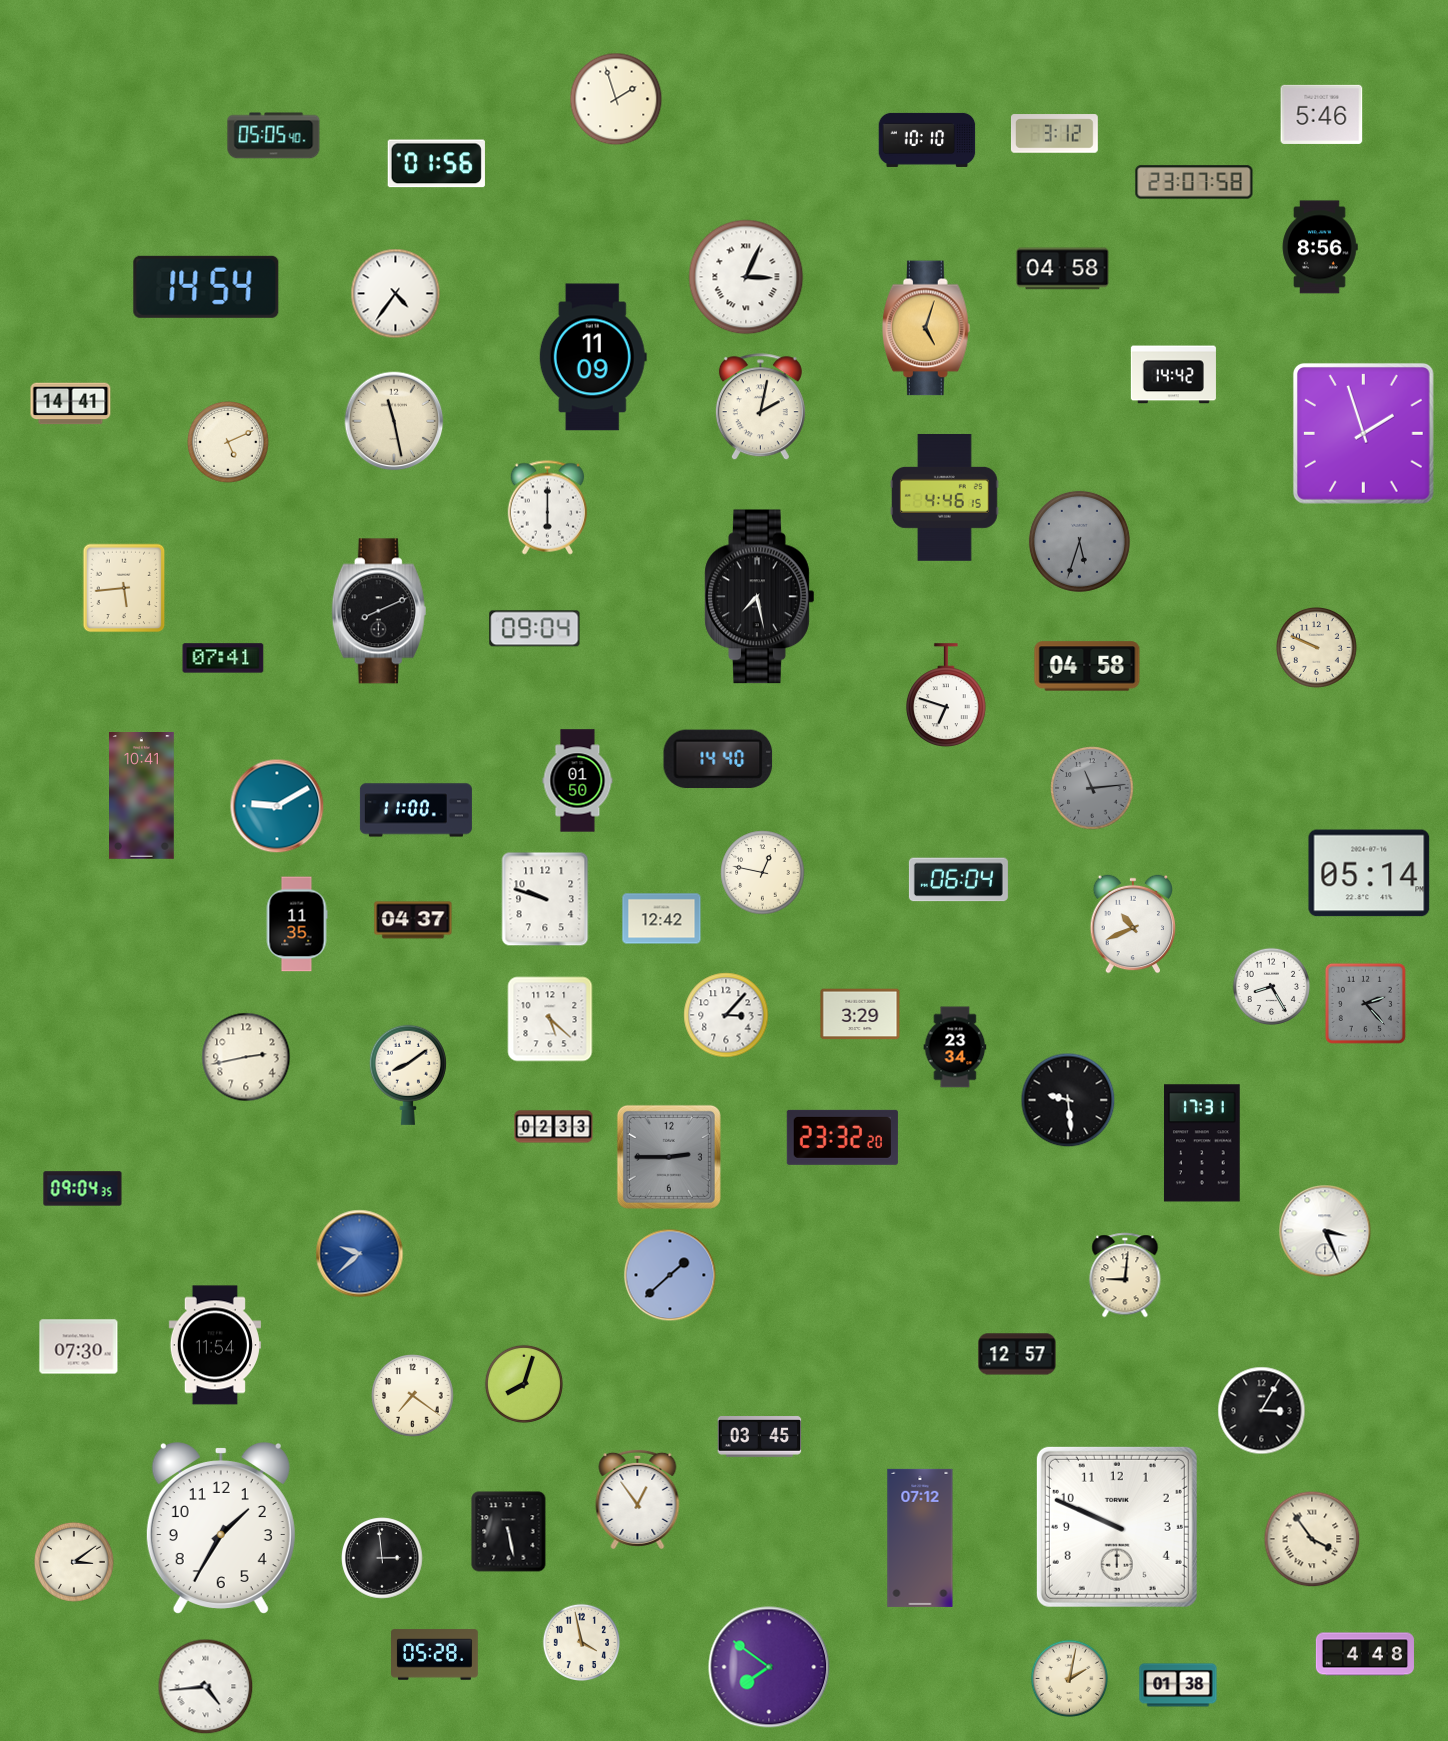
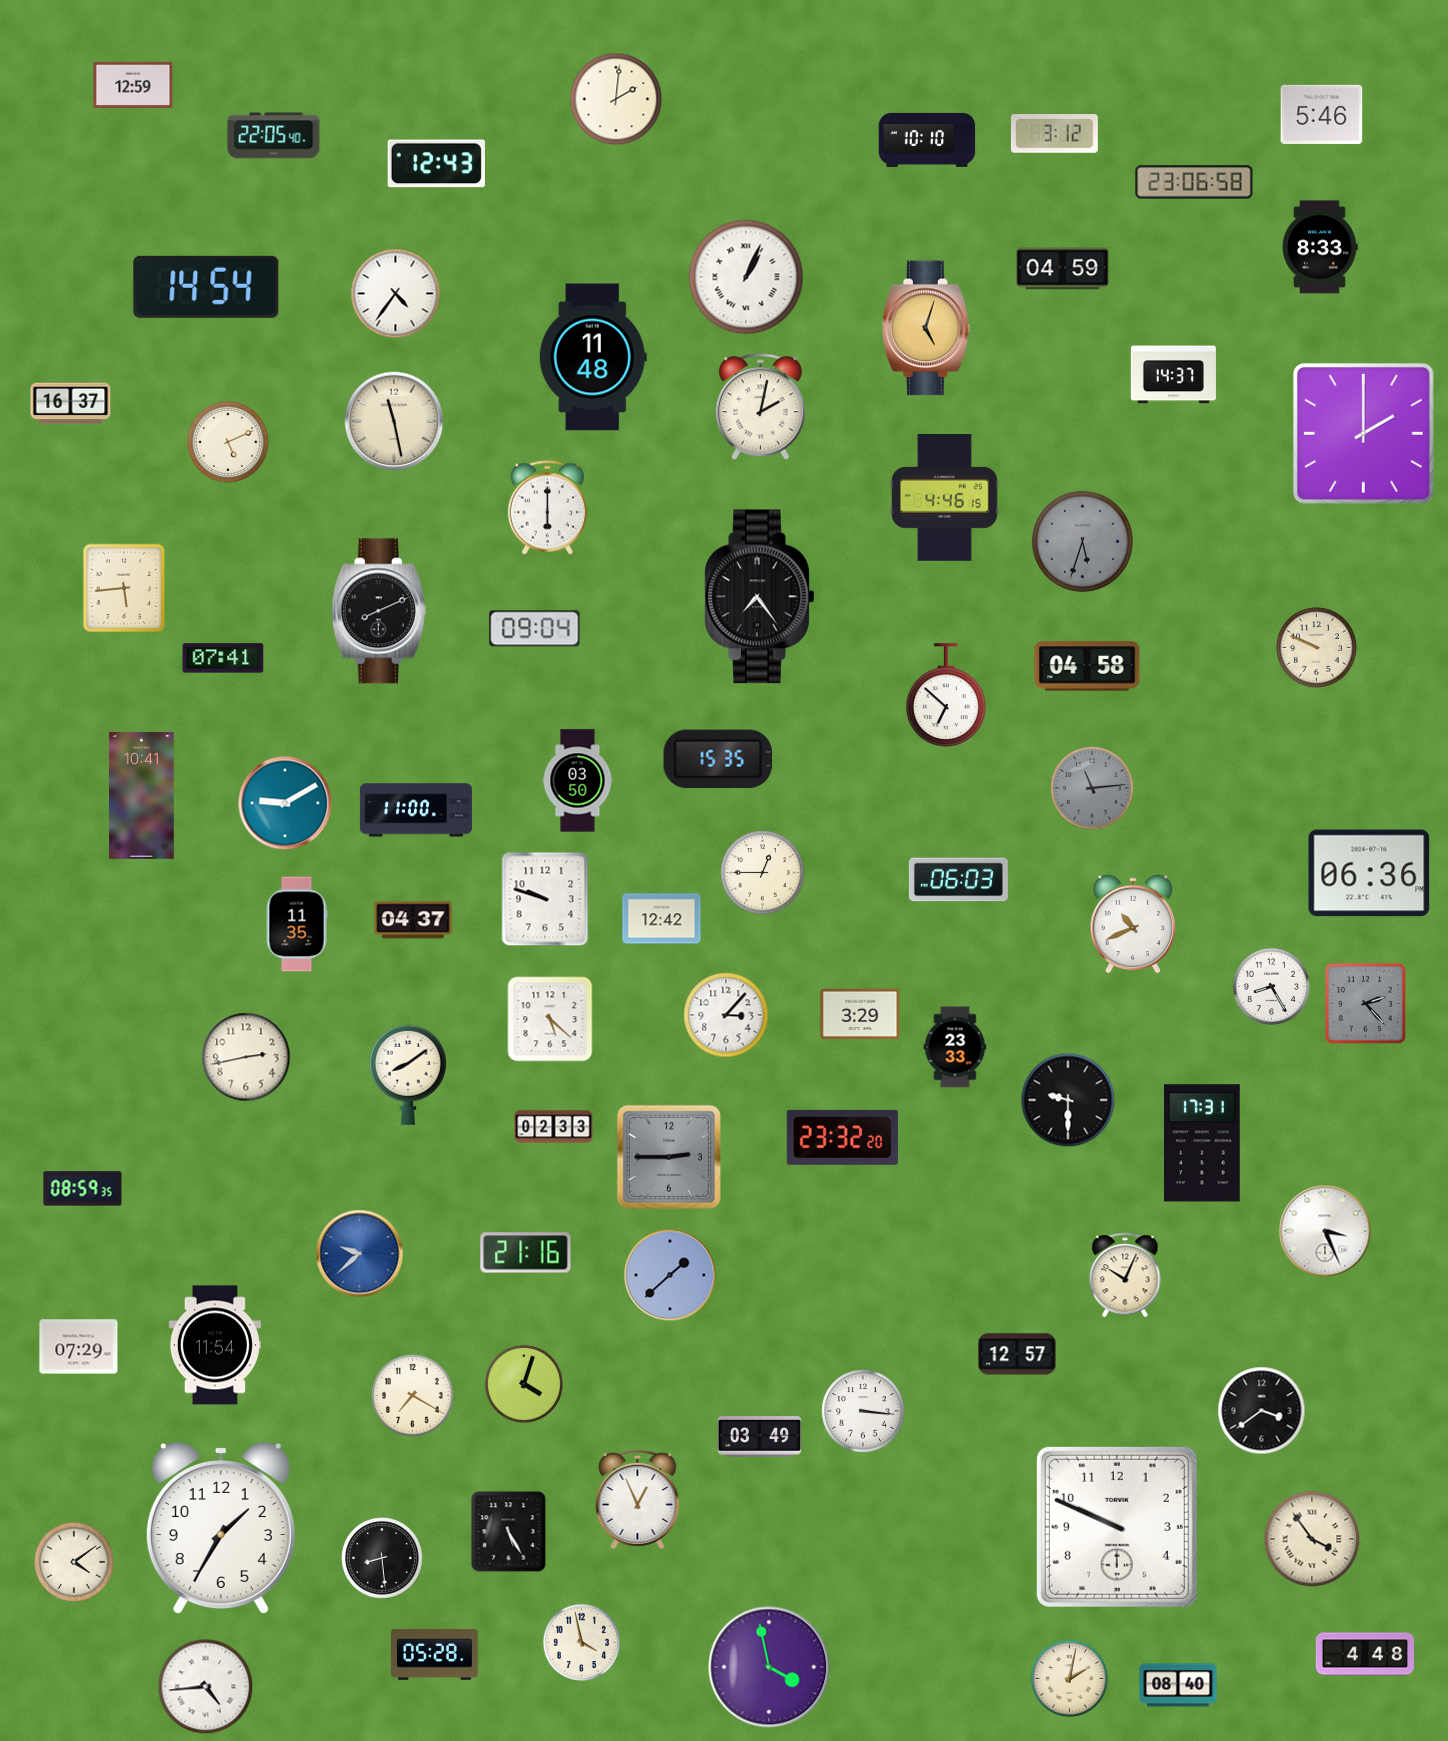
clock at (133, 85): none -> 12:59
clock at (616, 99): 1:57 -> 2:01
clock at (274, 136): 05:05 -> 22:05
clock at (436, 164): 01:56 -> 12:43
clock at (1194, 182): 23:07 -> 23:06
clock at (1320, 247): 8:56 -> 8:33
clock at (1063, 269): 04:58 -> 04:59
clock at (746, 277): 3:04 -> 1:04
clock at (593, 357): 11:09 -> 11:48
clock at (1173, 375): 14:42 -> 14:37
clock at (71, 404): 14:41 -> 16:37
clock at (1363, 433): 1:57 -> 2:00
clock at (1079, 541) position: (1079, 541) -> (1082, 541)
clock at (760, 597): 7:28 -> 7:24
clock at (947, 695): 6:48 -> 6:52
clock at (718, 758): 14:40 -> 15:35
clock at (578, 781): 01:50 -> 03:50
clock at (277, 806) position: (277, 806) -> (285, 803)
clock at (763, 873): 12:47 -> 12:45
clock at (1369, 873): 05:14 -> 06:36
clock at (958, 880): 06:04 -> 06:03
clock at (955, 1047): 23:34 -> 23:33
clock at (1068, 1100): 9:29 -> 9:30
clock at (83, 1189): 09:04 -> 08:59
clock at (526, 1253): none -> 21:16
clock at (1125, 1275): 9:01 -> 10:04
clock at (79, 1347): 07:30 -> 07:29
clock at (524, 1384): 8:03 -> 4:03
clock at (413, 1396): 7:21 -> 7:20
clock at (863, 1411): none -> 3:16
clock at (1262, 1411): 3:05 -> 3:39
clock at (760, 1437): 03:45 -> 03:49
clock at (638, 1499): 12:54 -> 12:56
clock at (509, 1532): 5:28 -> 5:25
clock at (920, 1538): 07:12 -> none
clock at (382, 1558): 2:59 -> 8:29
clock at (74, 1562): 3:09 -> 4:09
clock at (769, 1667): 7:51 -> 3:58
clock at (1178, 1685): 01:38 -> 08:40
